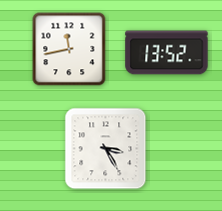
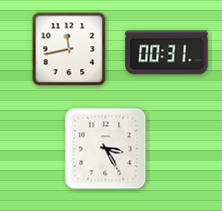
clock at (167, 53): 13:52 -> 00:31
